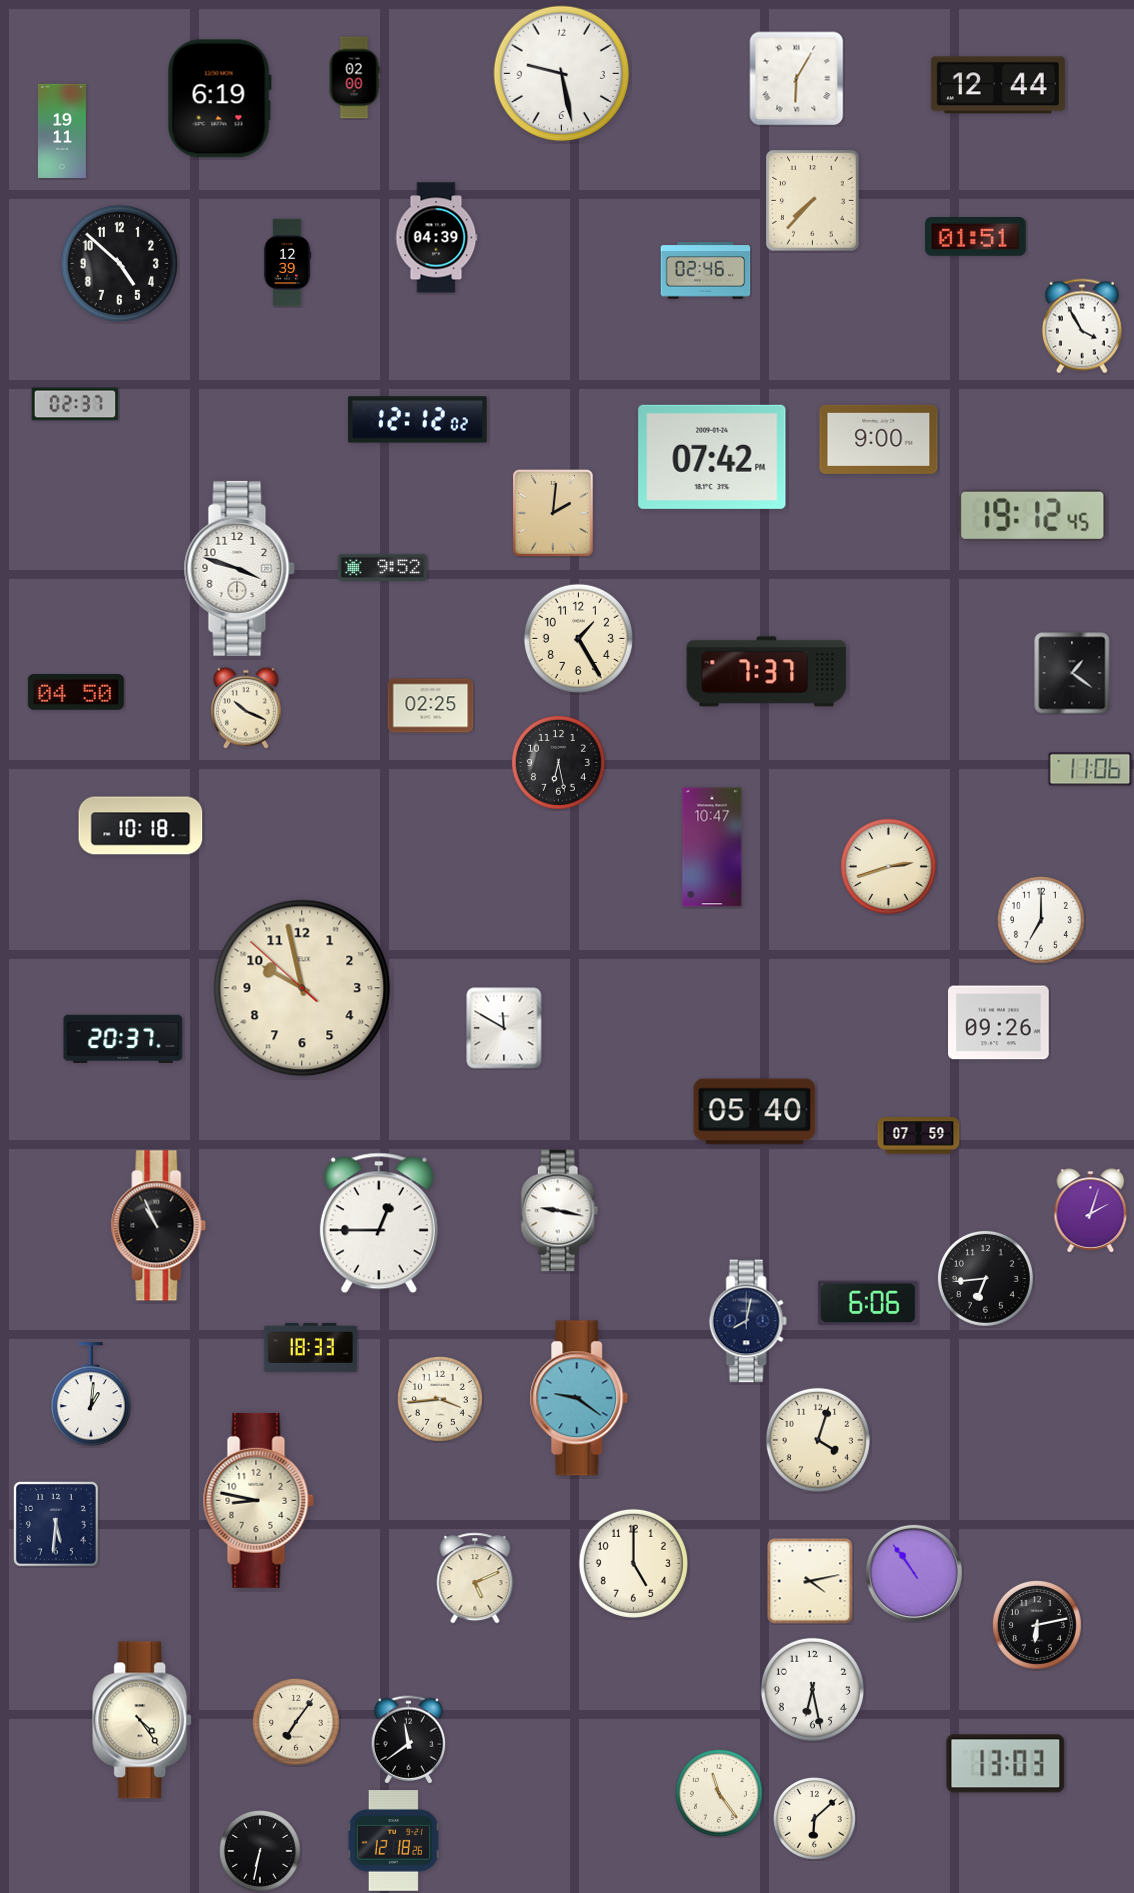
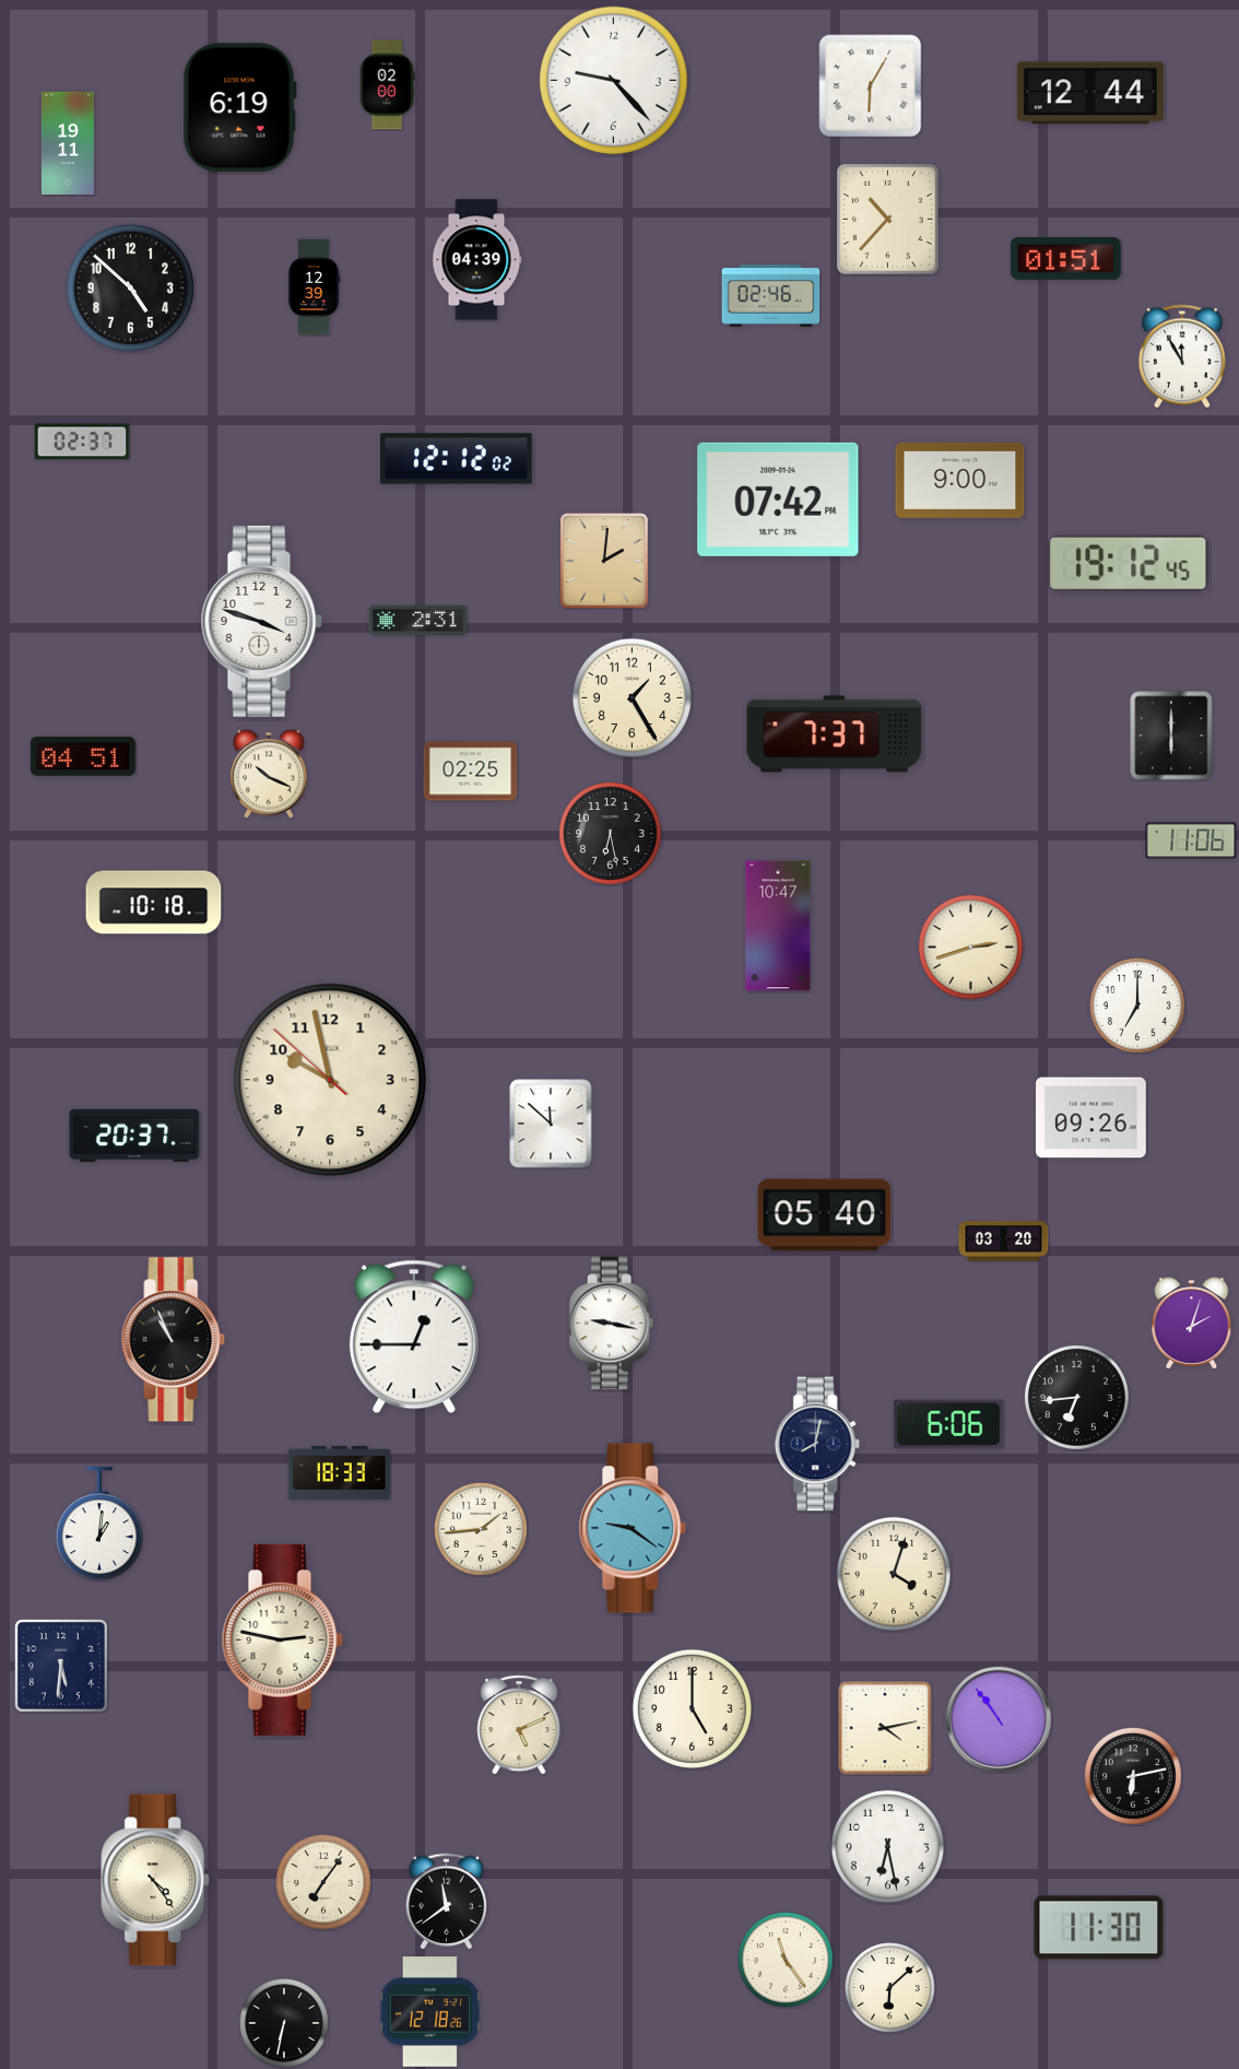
clock at (562, 74): 9:28 -> 9:23
clock at (813, 201): 7:37 -> 10:37
clock at (1082, 326): 3:55 -> 11:55
clock at (383, 567): 9:52 -> 2:31
clock at (767, 672) position: (767, 672) -> (835, 734)
clock at (1072, 673): 1:21 -> 6:00
clock at (76, 693): 04:50 -> 04:51
clock at (504, 1028): 11:50 -> 11:52
clock at (919, 1136): 07:59 -> 03:20
clock at (441, 1400): 3:44 -> 1:44
clock at (258, 1500): 8:47 -> 2:47
clock at (1006, 1764): 13:03 -> 11:30
